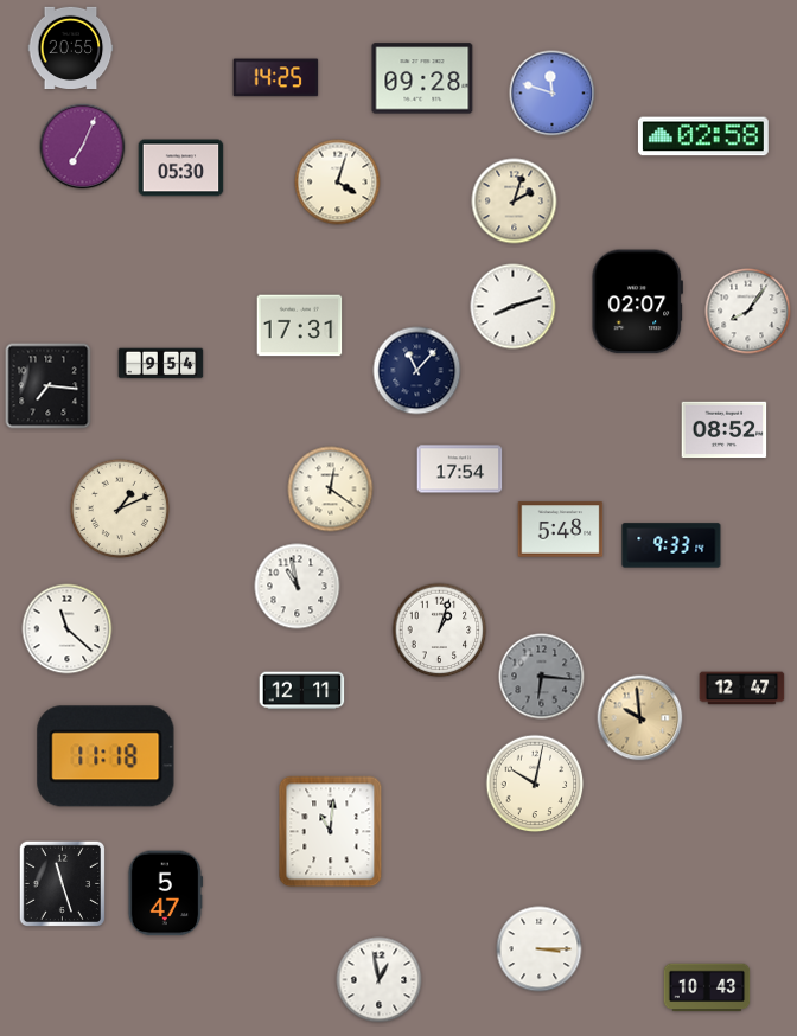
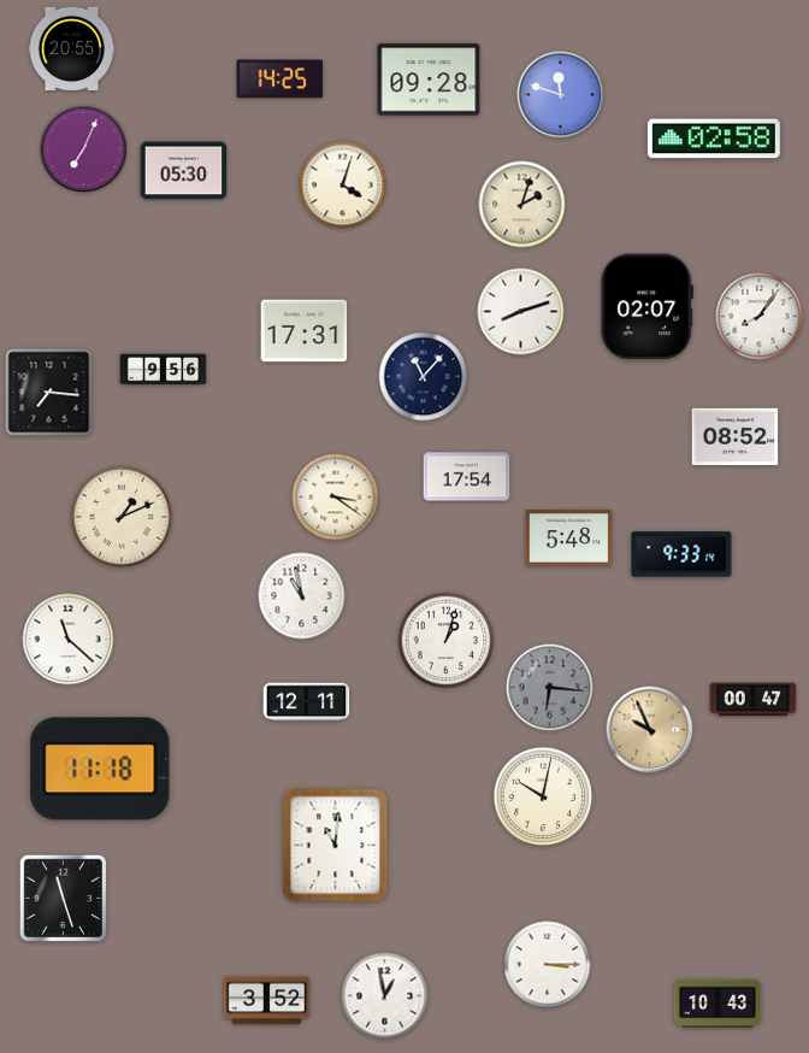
clock at (161, 364): 9:54 -> 9:56
clock at (331, 490): 12:21 -> 3:21
clock at (742, 689): 12:47 -> 00:47
clock at (640, 718): 9:59 -> 9:56
clock at (106, 756) position: (106, 756) -> (100, 769)
clock at (166, 894): 5:47 -> none
clock at (267, 1001): none -> 3:52
